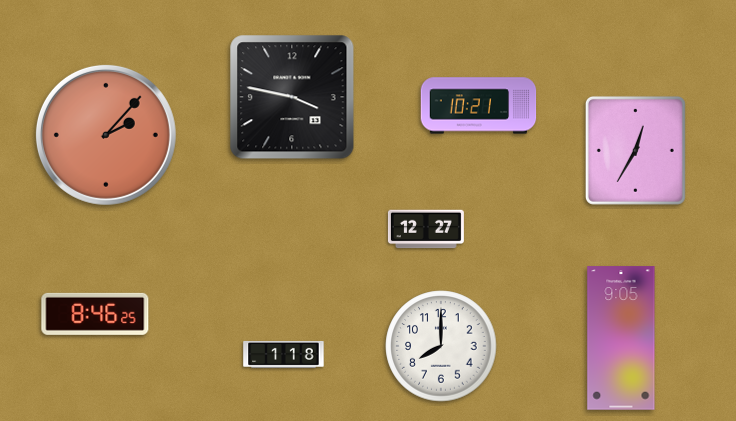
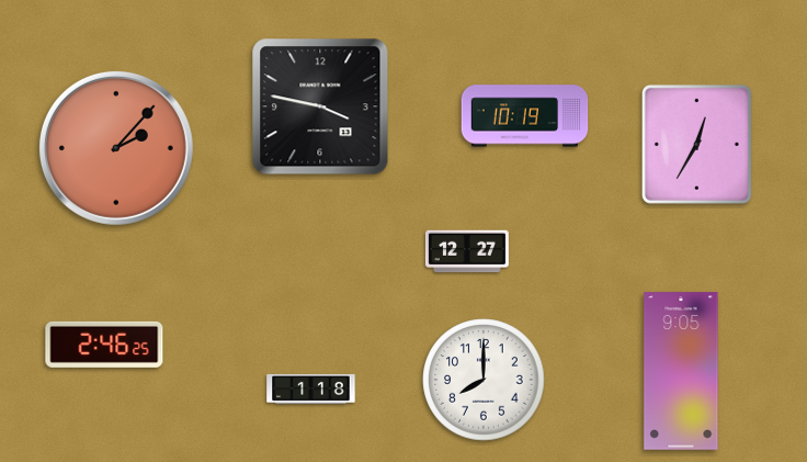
clock at (479, 106): 10:21 -> 10:19
clock at (635, 150) position: (635, 150) -> (696, 144)
clock at (95, 314): 8:46 -> 2:46
